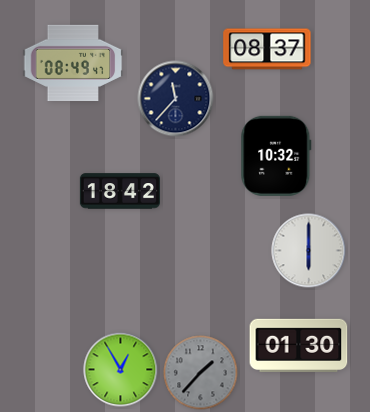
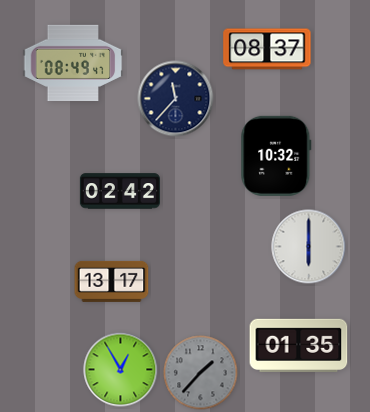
clock at (120, 191): 18:42 -> 02:42
clock at (309, 251) position: (309, 251) -> (309, 247)
clock at (112, 281): none -> 13:17
clock at (299, 345): 01:30 -> 01:35
